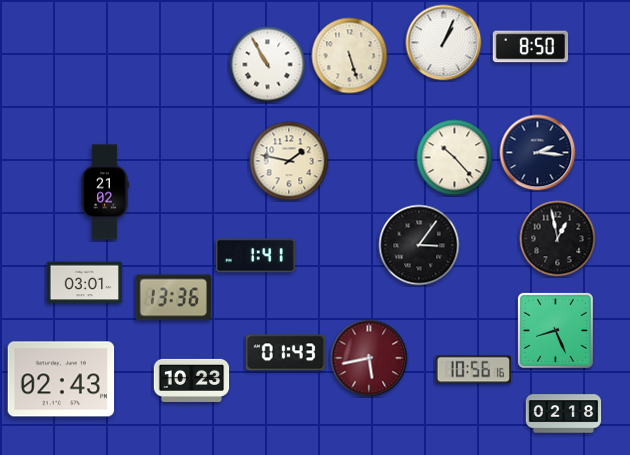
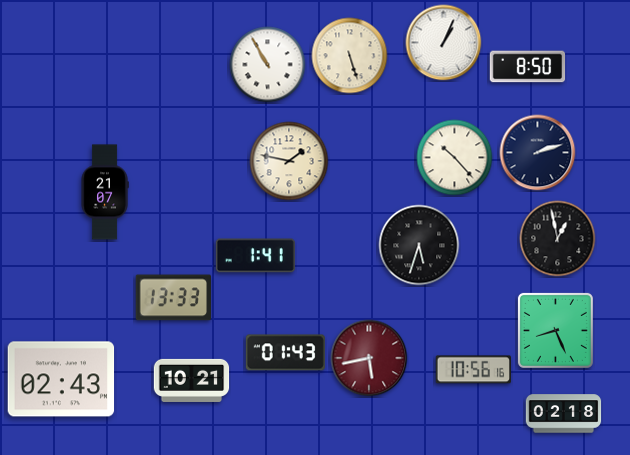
clock at (531, 47) position: (531, 47) -> (528, 67)
clock at (538, 153): 2:16 -> 2:12
clock at (105, 192): 21:02 -> 21:07
clock at (419, 245): 3:06 -> 5:33
clock at (85, 283): 03:01 -> none
clock at (173, 298): 13:36 -> 13:33
clock at (192, 380): 10:23 -> 10:21
